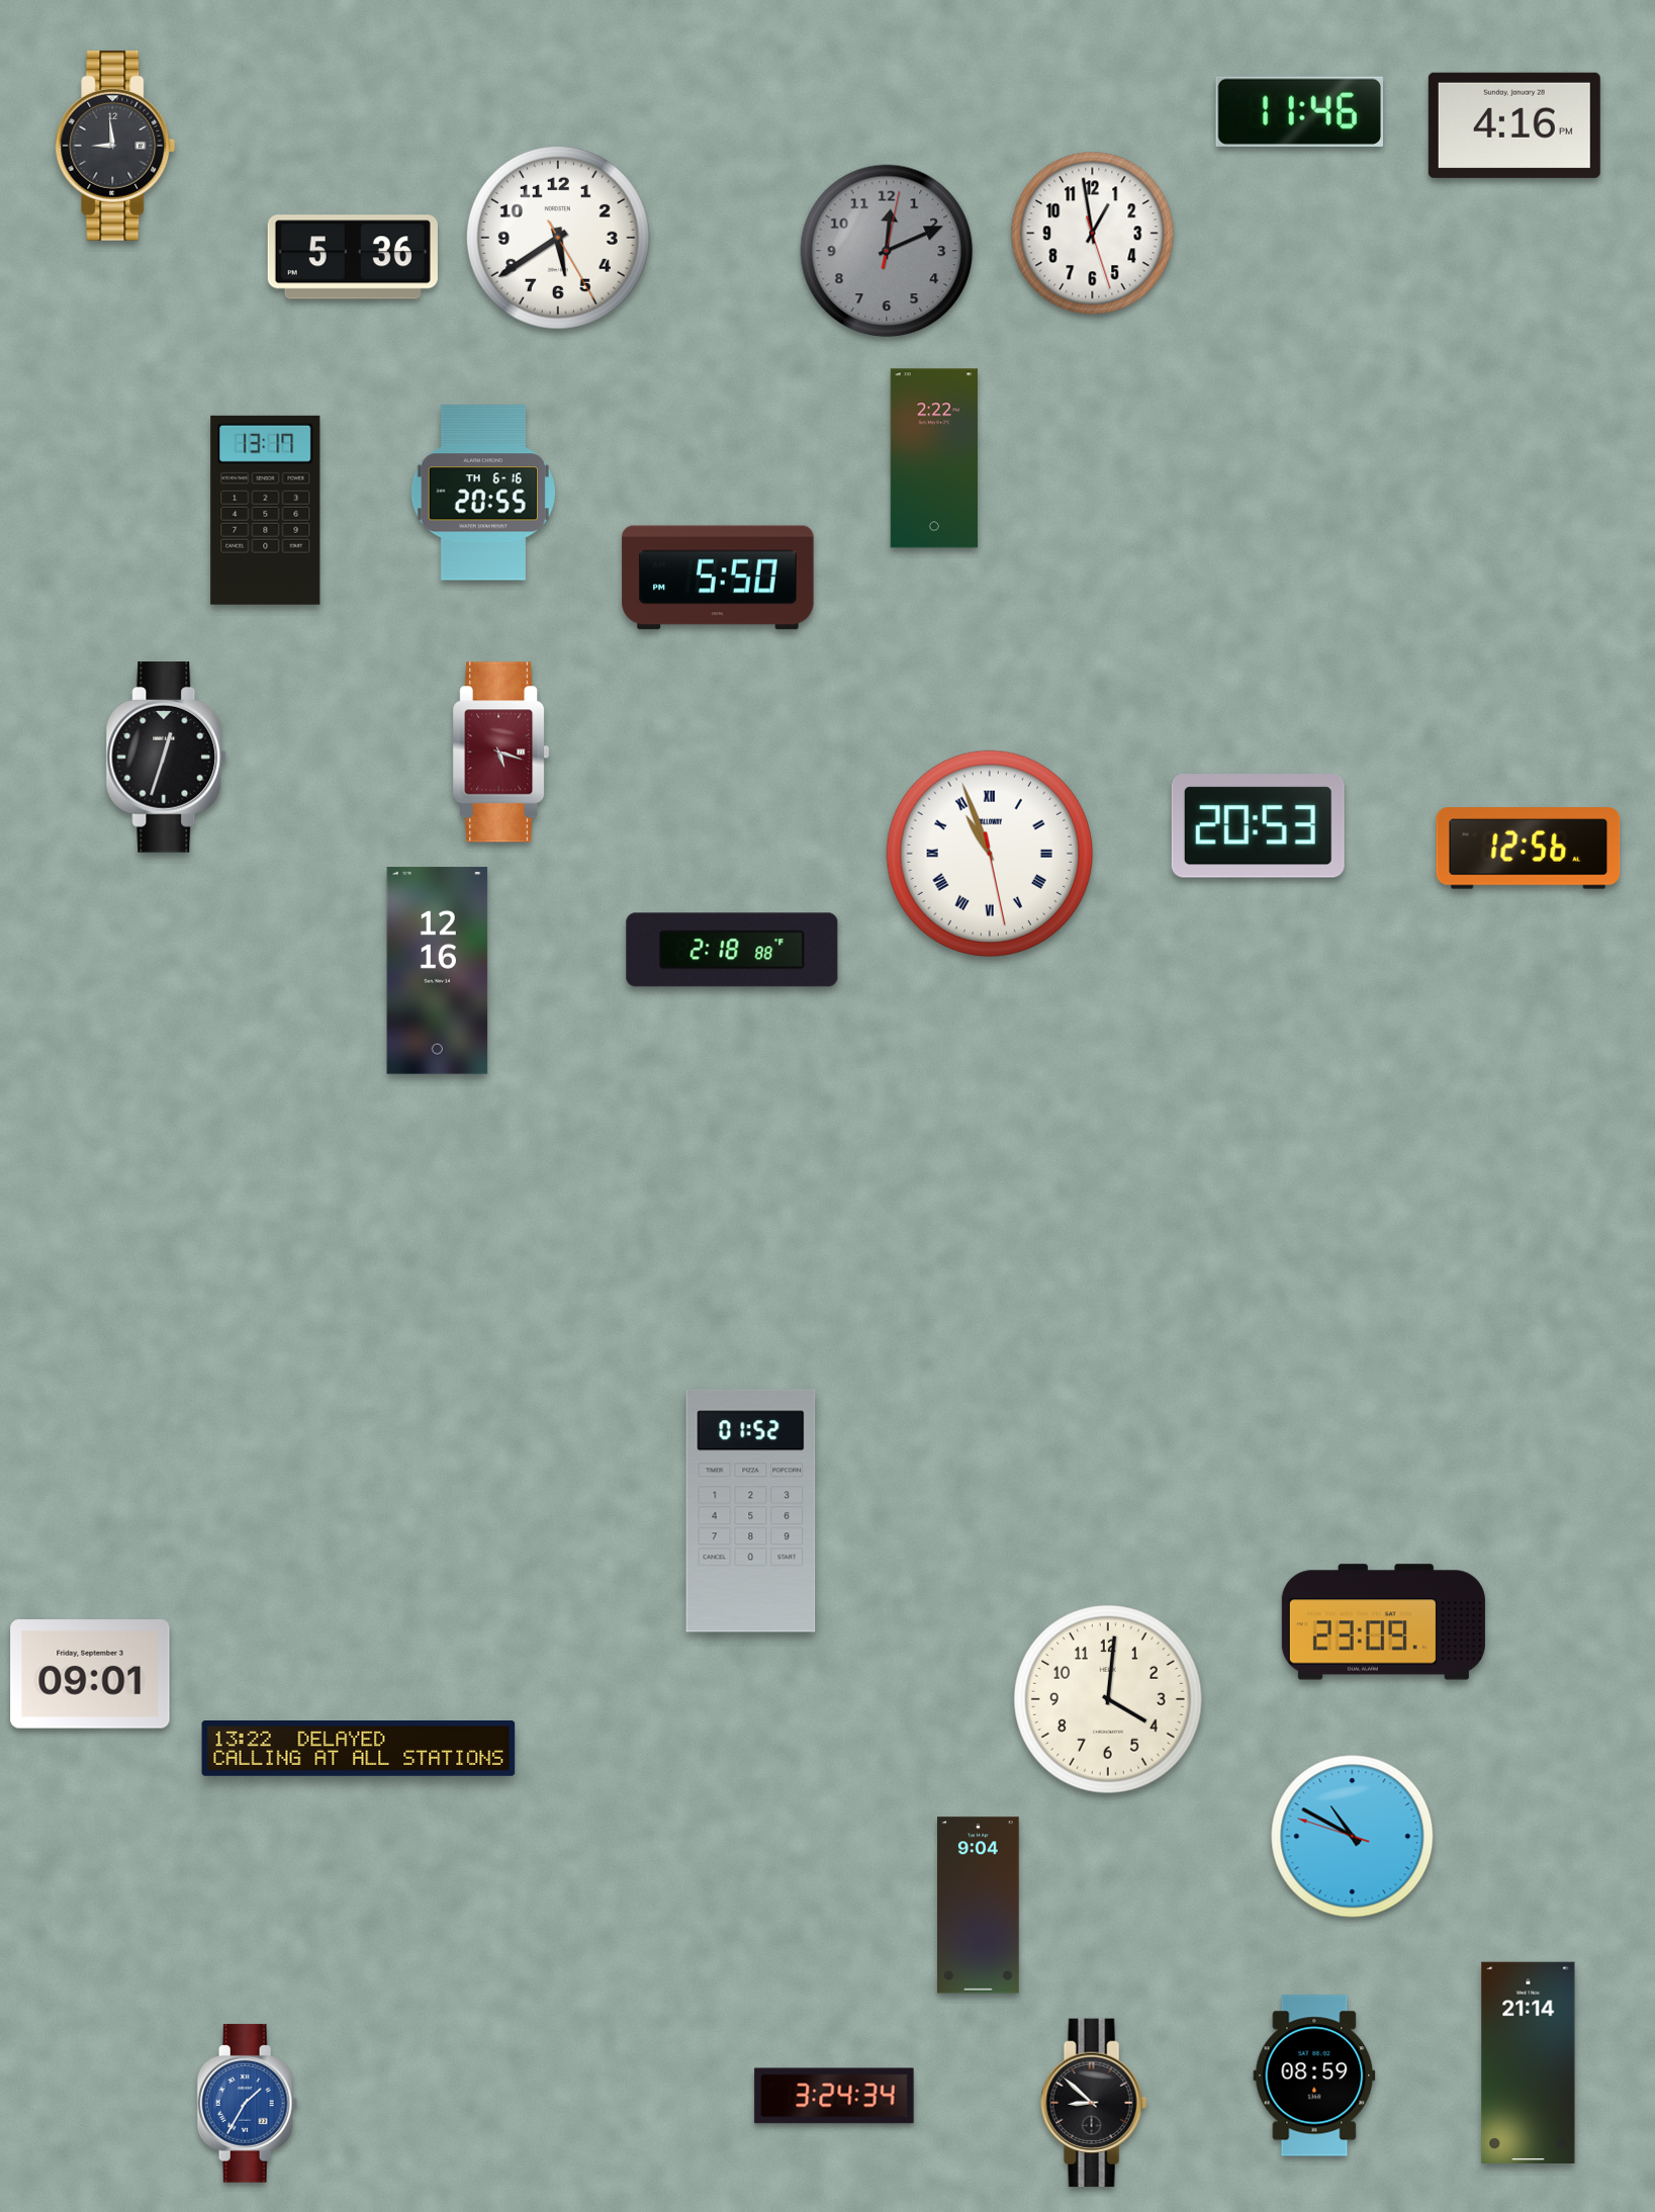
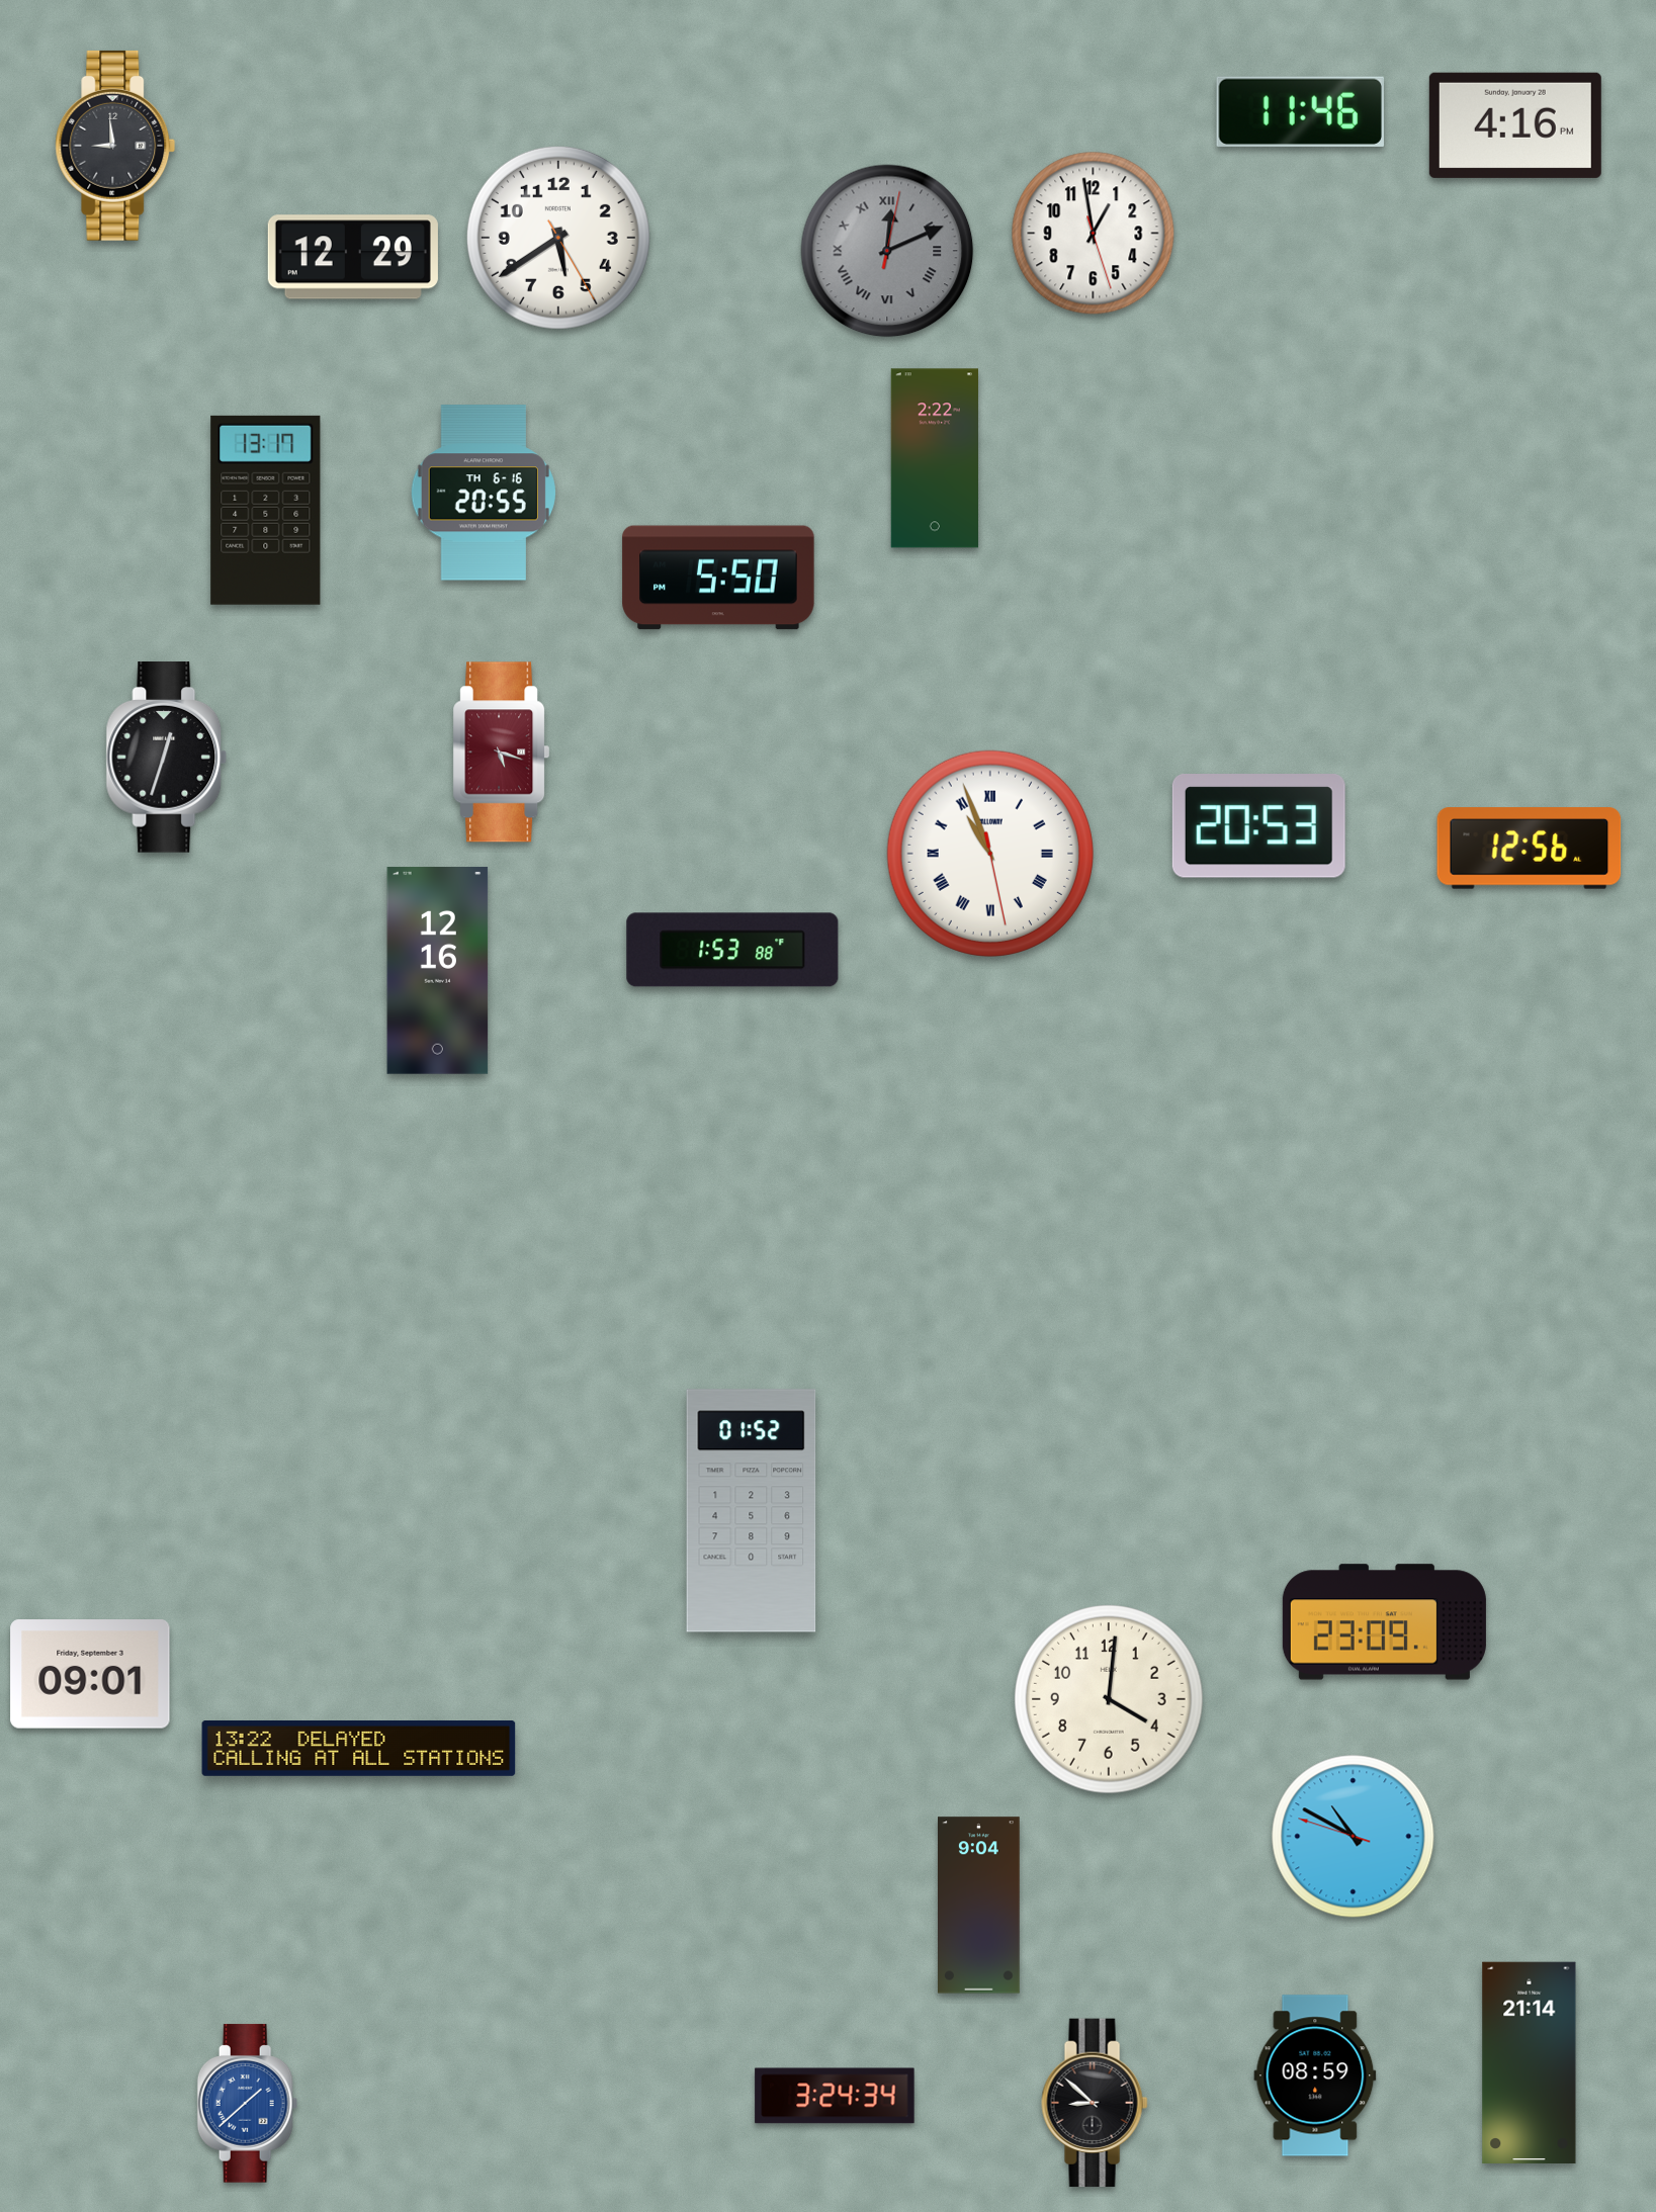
clock at (887, 251) numerals: Arabic -> Roman
clock at (353, 257): 5:36 -> 12:29
clock at (732, 950): 2:18 -> 1:53
clock at (248, 2104): 1:35 -> 1:38
